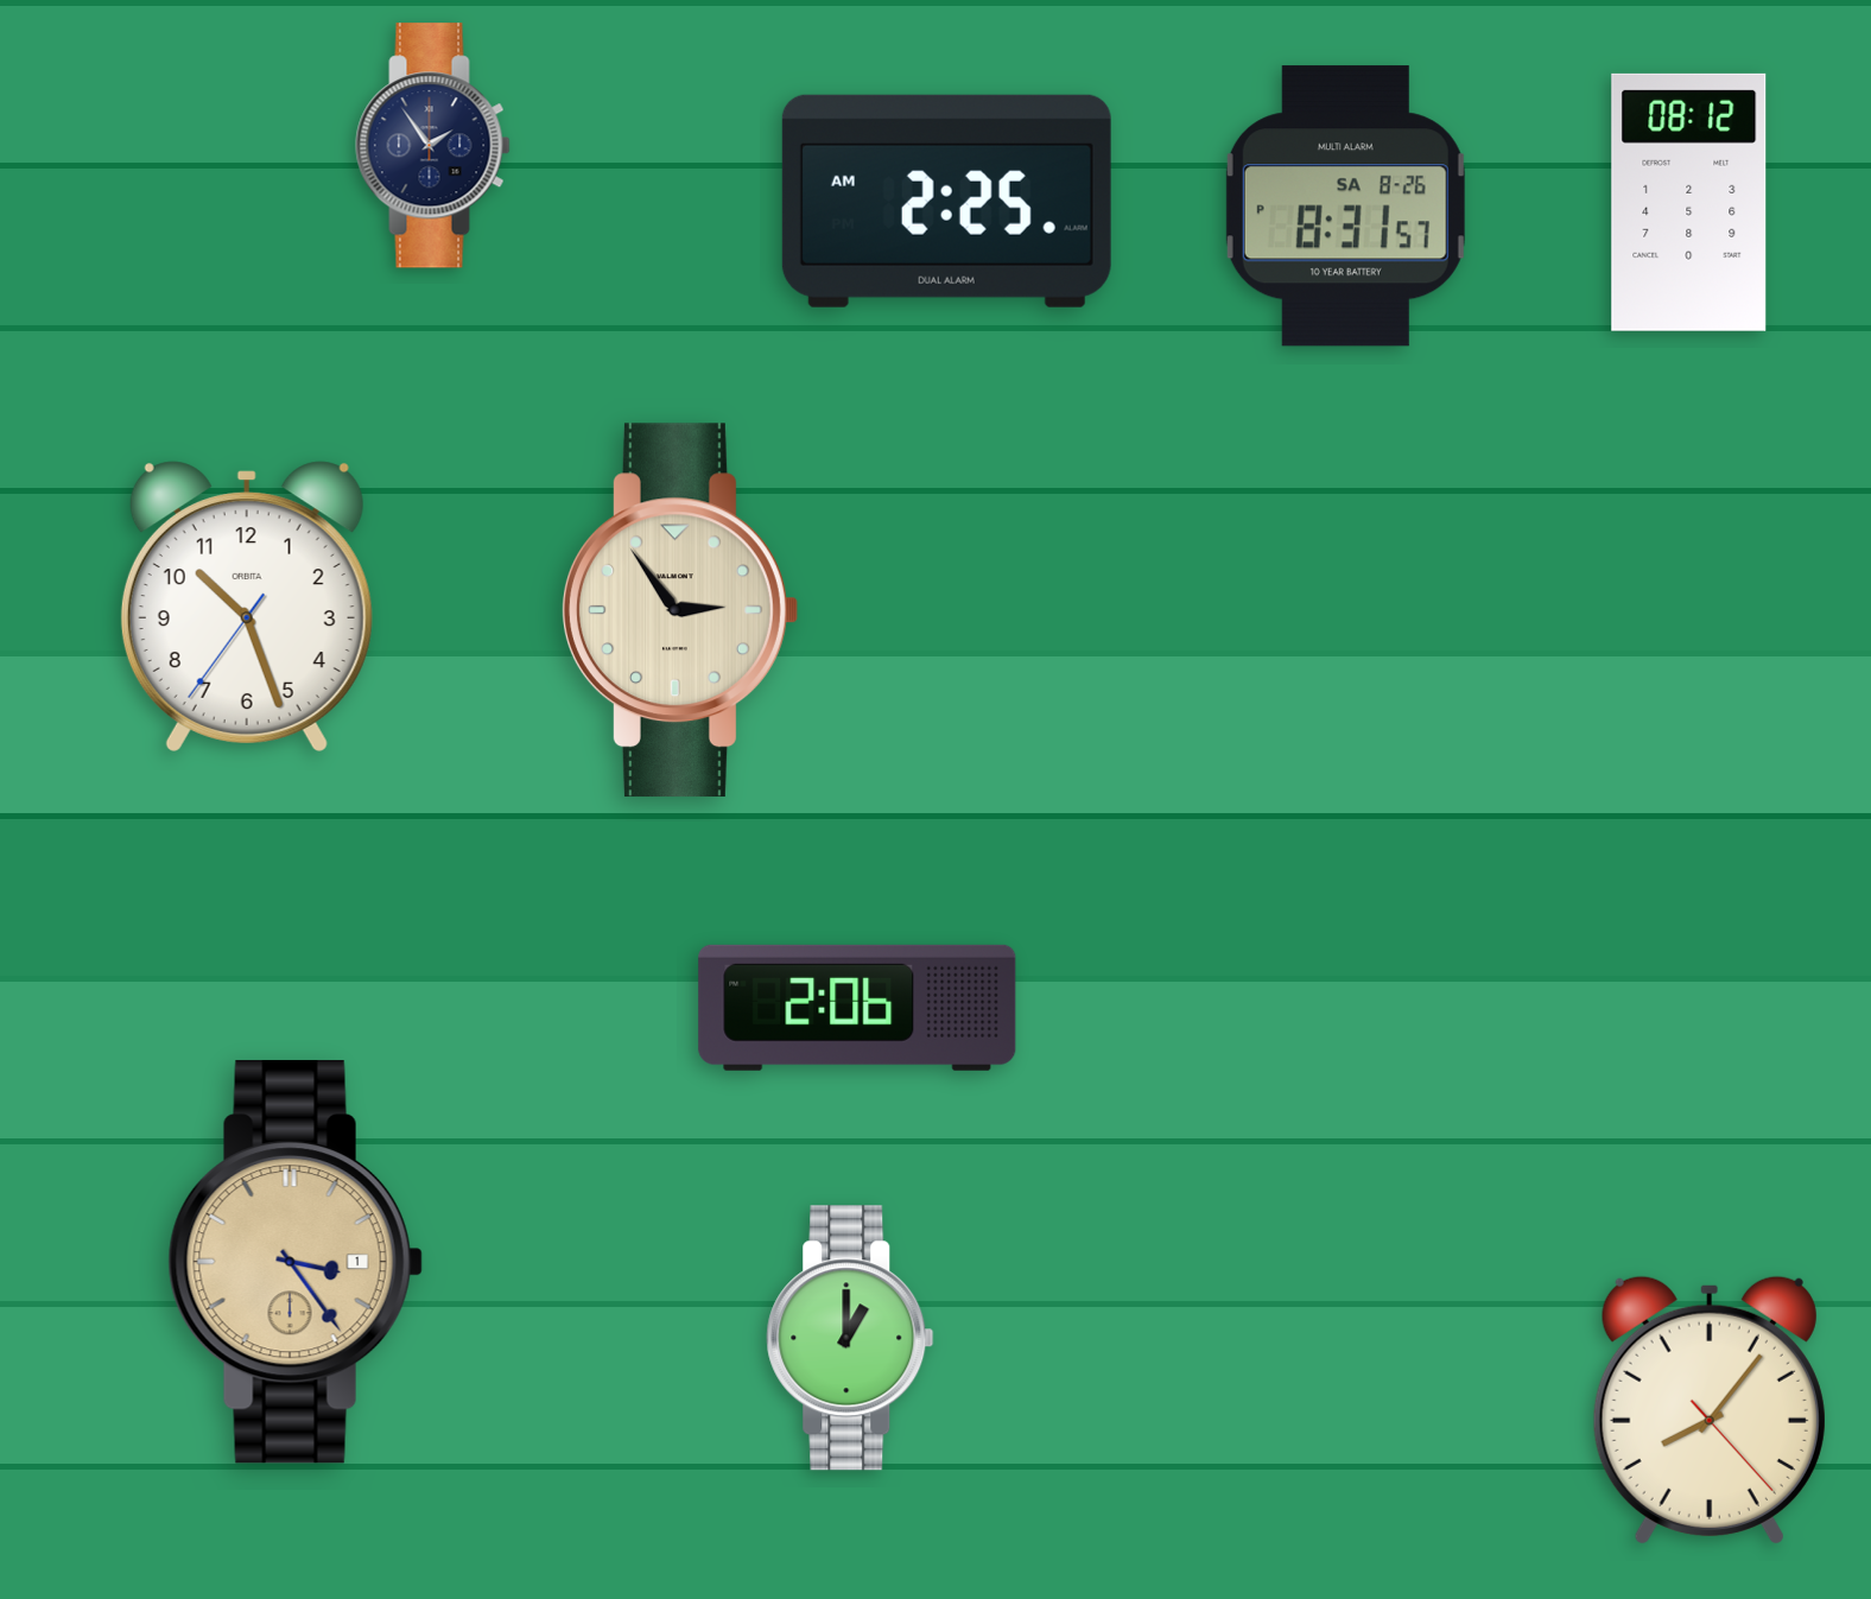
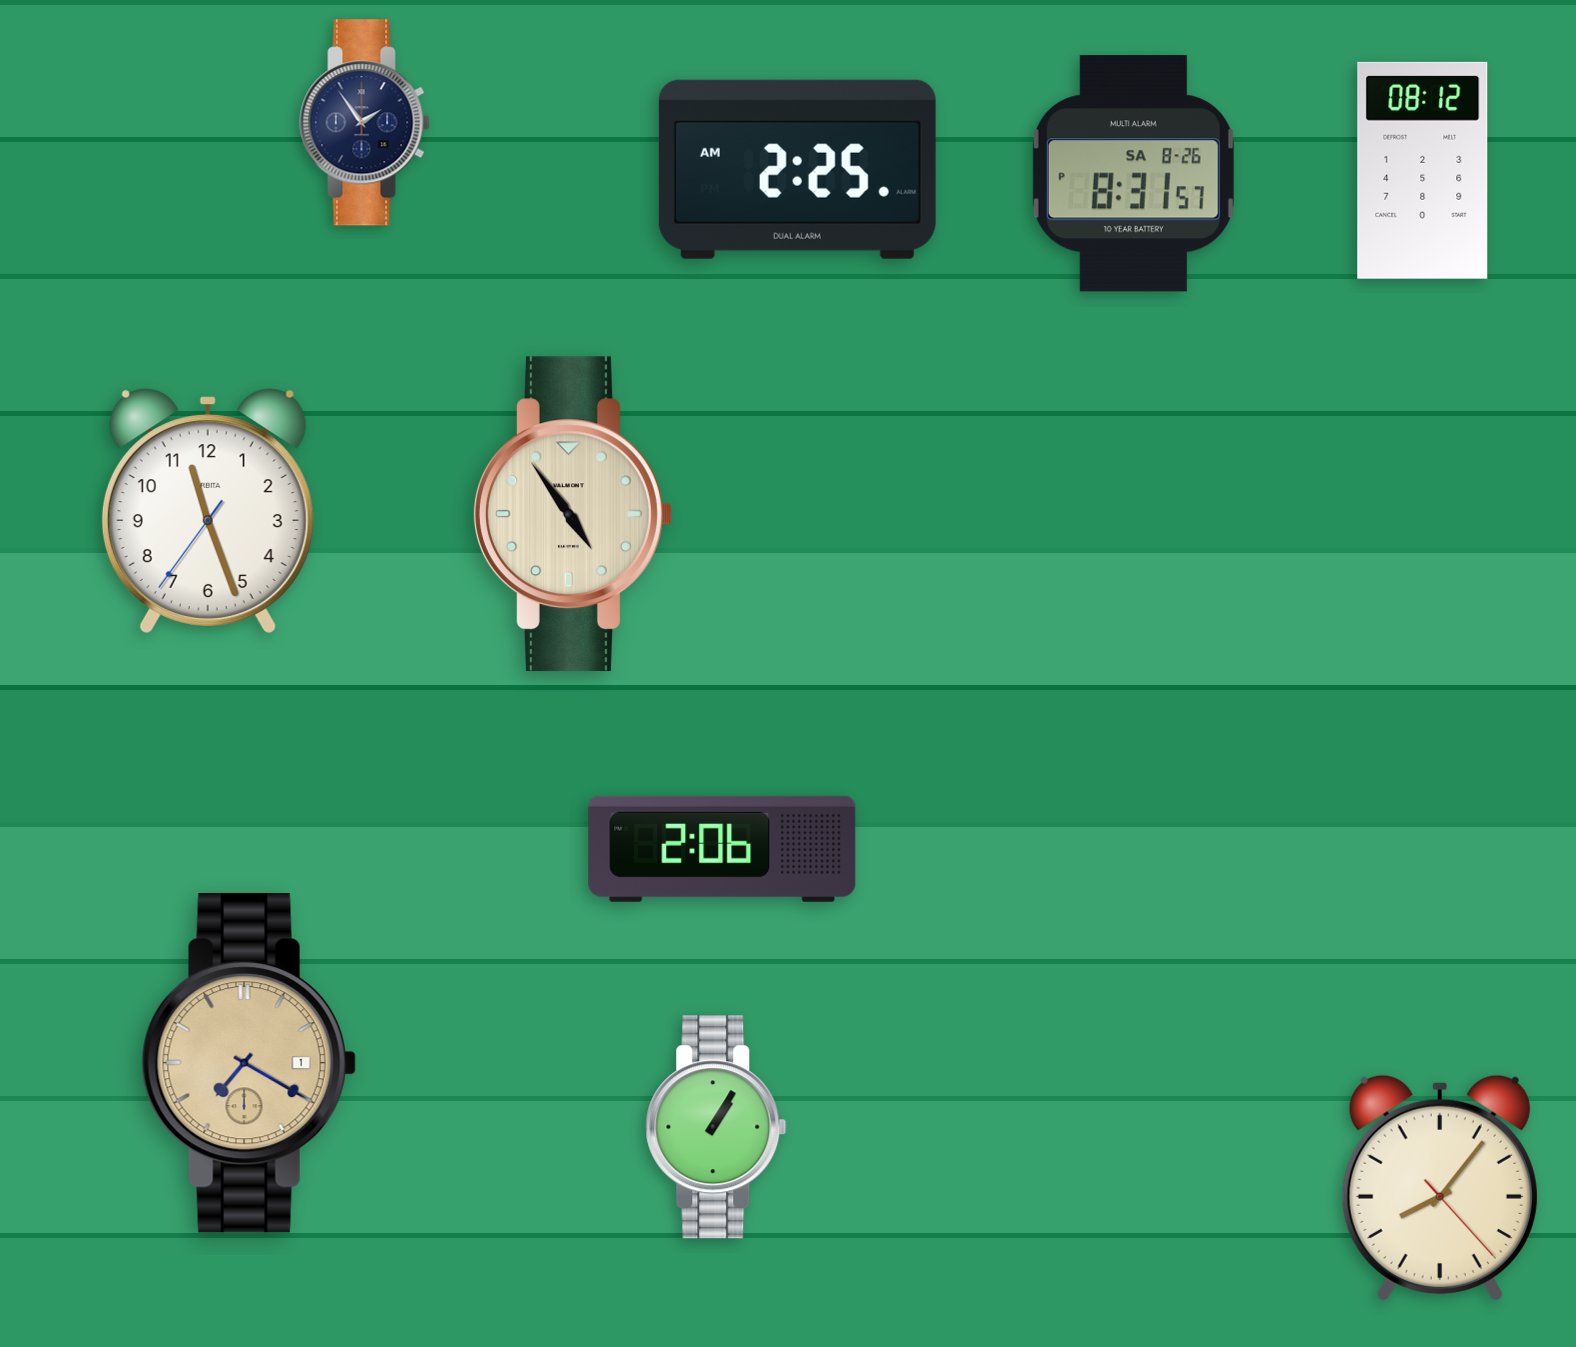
clock at (247, 607): 10:26 -> 11:26
clock at (679, 610): 2:54 -> 4:54
clock at (296, 1262): 3:24 -> 7:20
clock at (850, 1338): 1:00 -> 1:05
